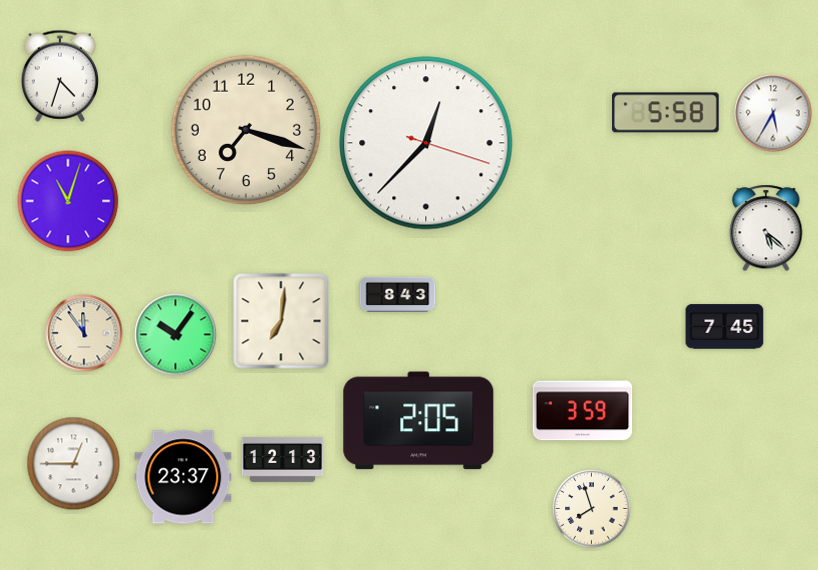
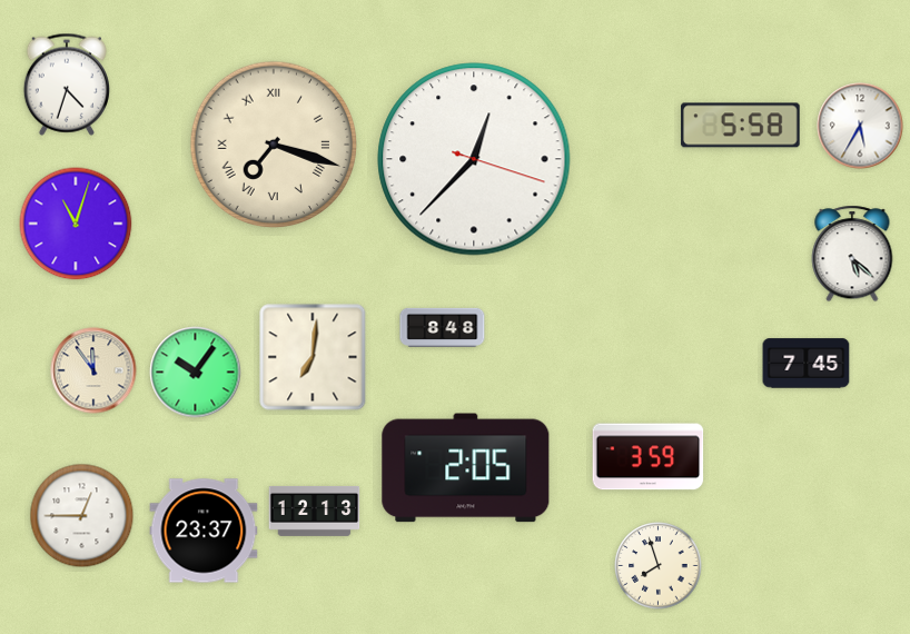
clock at (246, 130) numerals: Arabic -> Roman
clock at (398, 294): 8:43 -> 8:48
